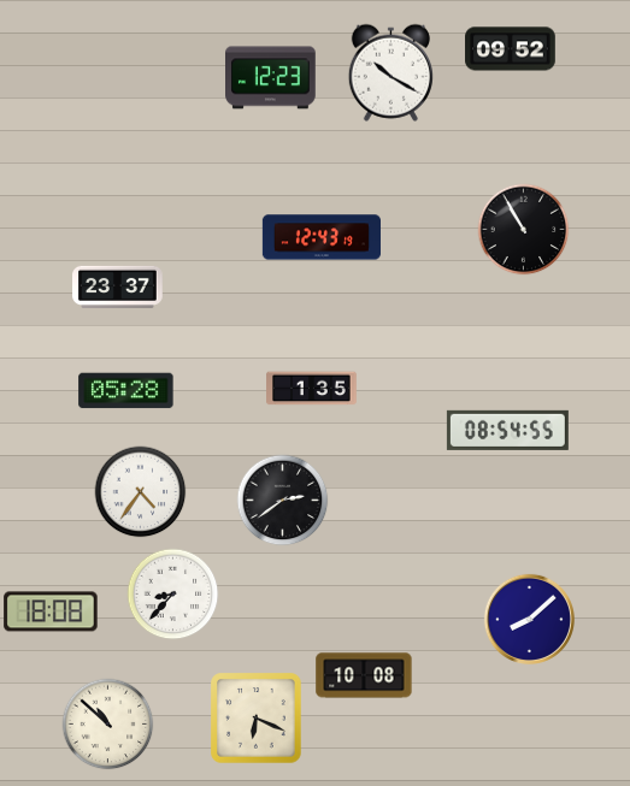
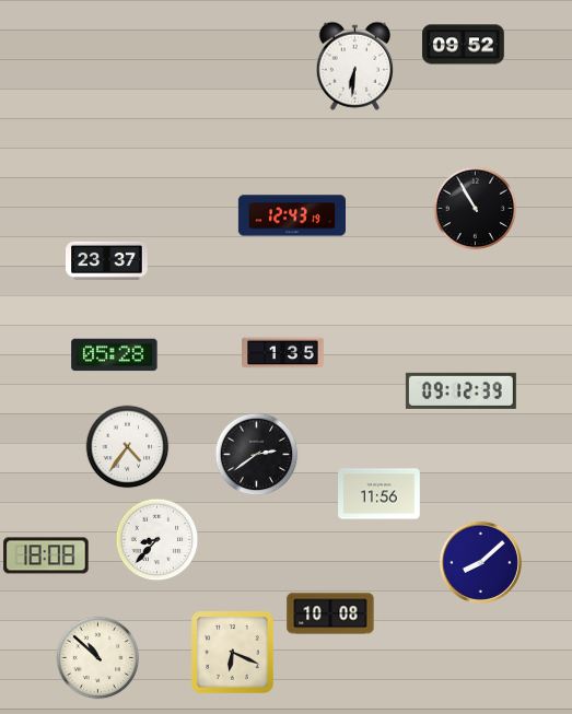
clock at (390, 72): 10:20 -> 6:31
clock at (271, 78): 12:23 -> none
clock at (507, 430): 08:54 -> 09:12
clock at (380, 494): none -> 11:56
